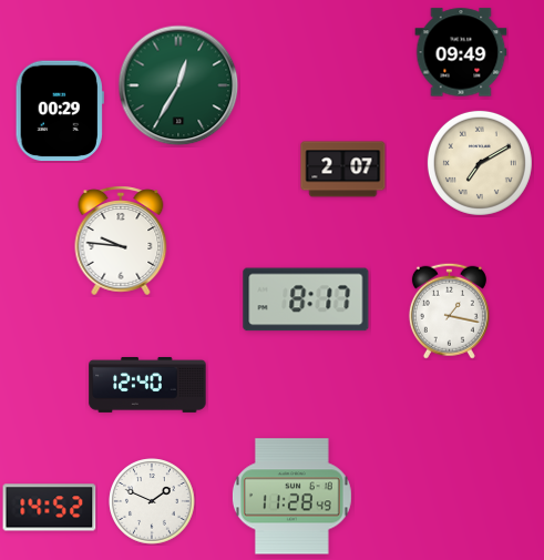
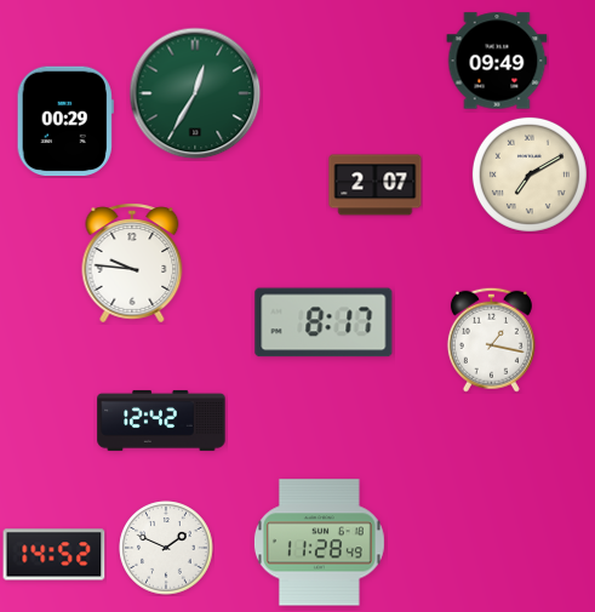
clock at (461, 52) position: (461, 52) -> (497, 61)
clock at (480, 163) position: (480, 163) -> (530, 175)
clock at (306, 299) position: (306, 299) -> (324, 322)
clock at (147, 385): 12:40 -> 12:42
